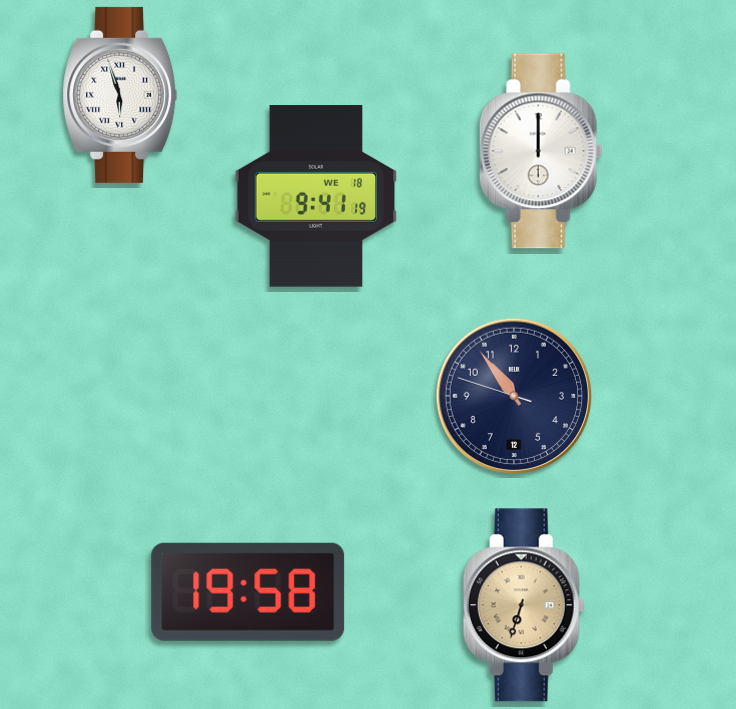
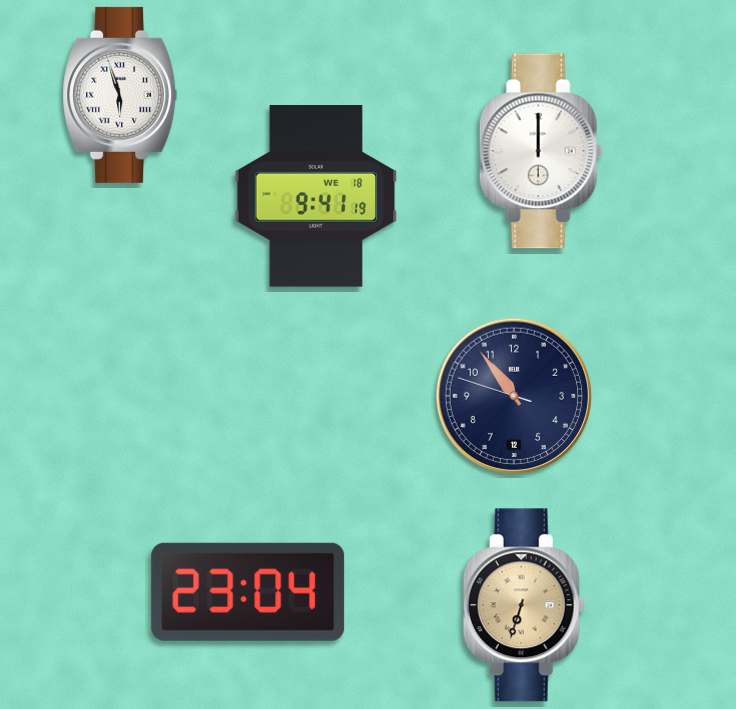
clock at (248, 592): 19:58 -> 23:04
